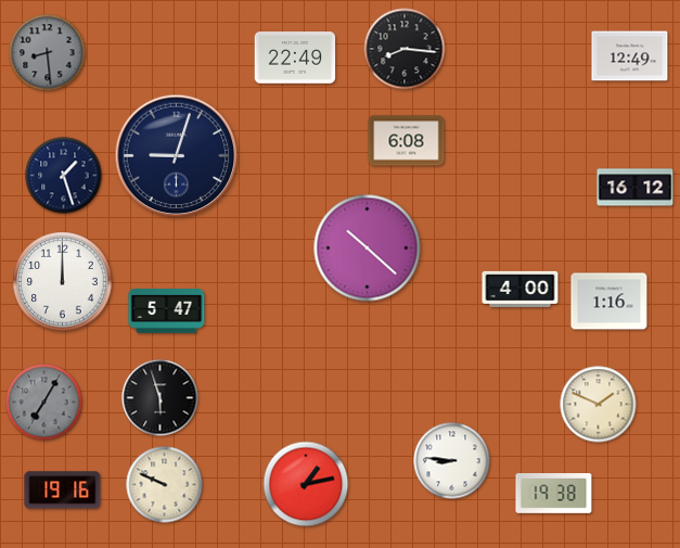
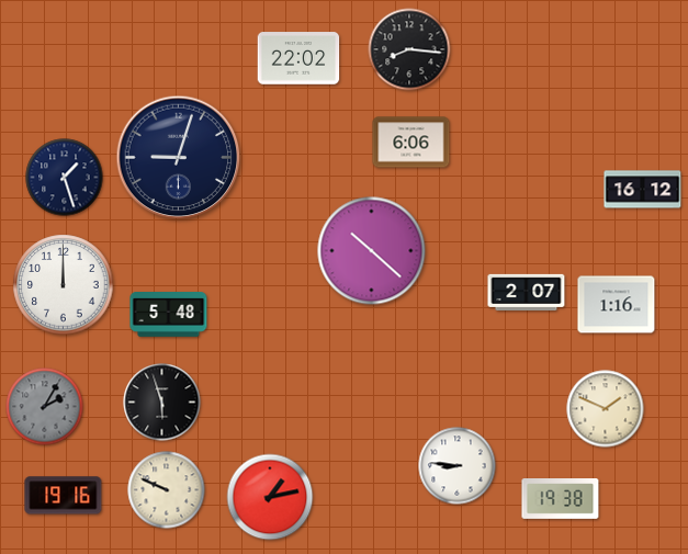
clock at (48, 53): 8:29 -> none
clock at (630, 56): 12:49 -> none
clock at (295, 58): 22:49 -> 22:02
clock at (407, 141): 6:08 -> 6:06
clock at (521, 289): 4:00 -> 2:07
clock at (167, 311): 5:47 -> 5:48
clock at (44, 403): 7:05 -> 2:05
clock at (306, 484) position: (306, 484) -> (270, 497)
